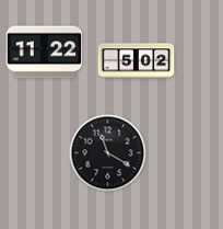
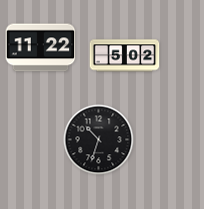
clock at (108, 153): 11:20 -> 10:33
